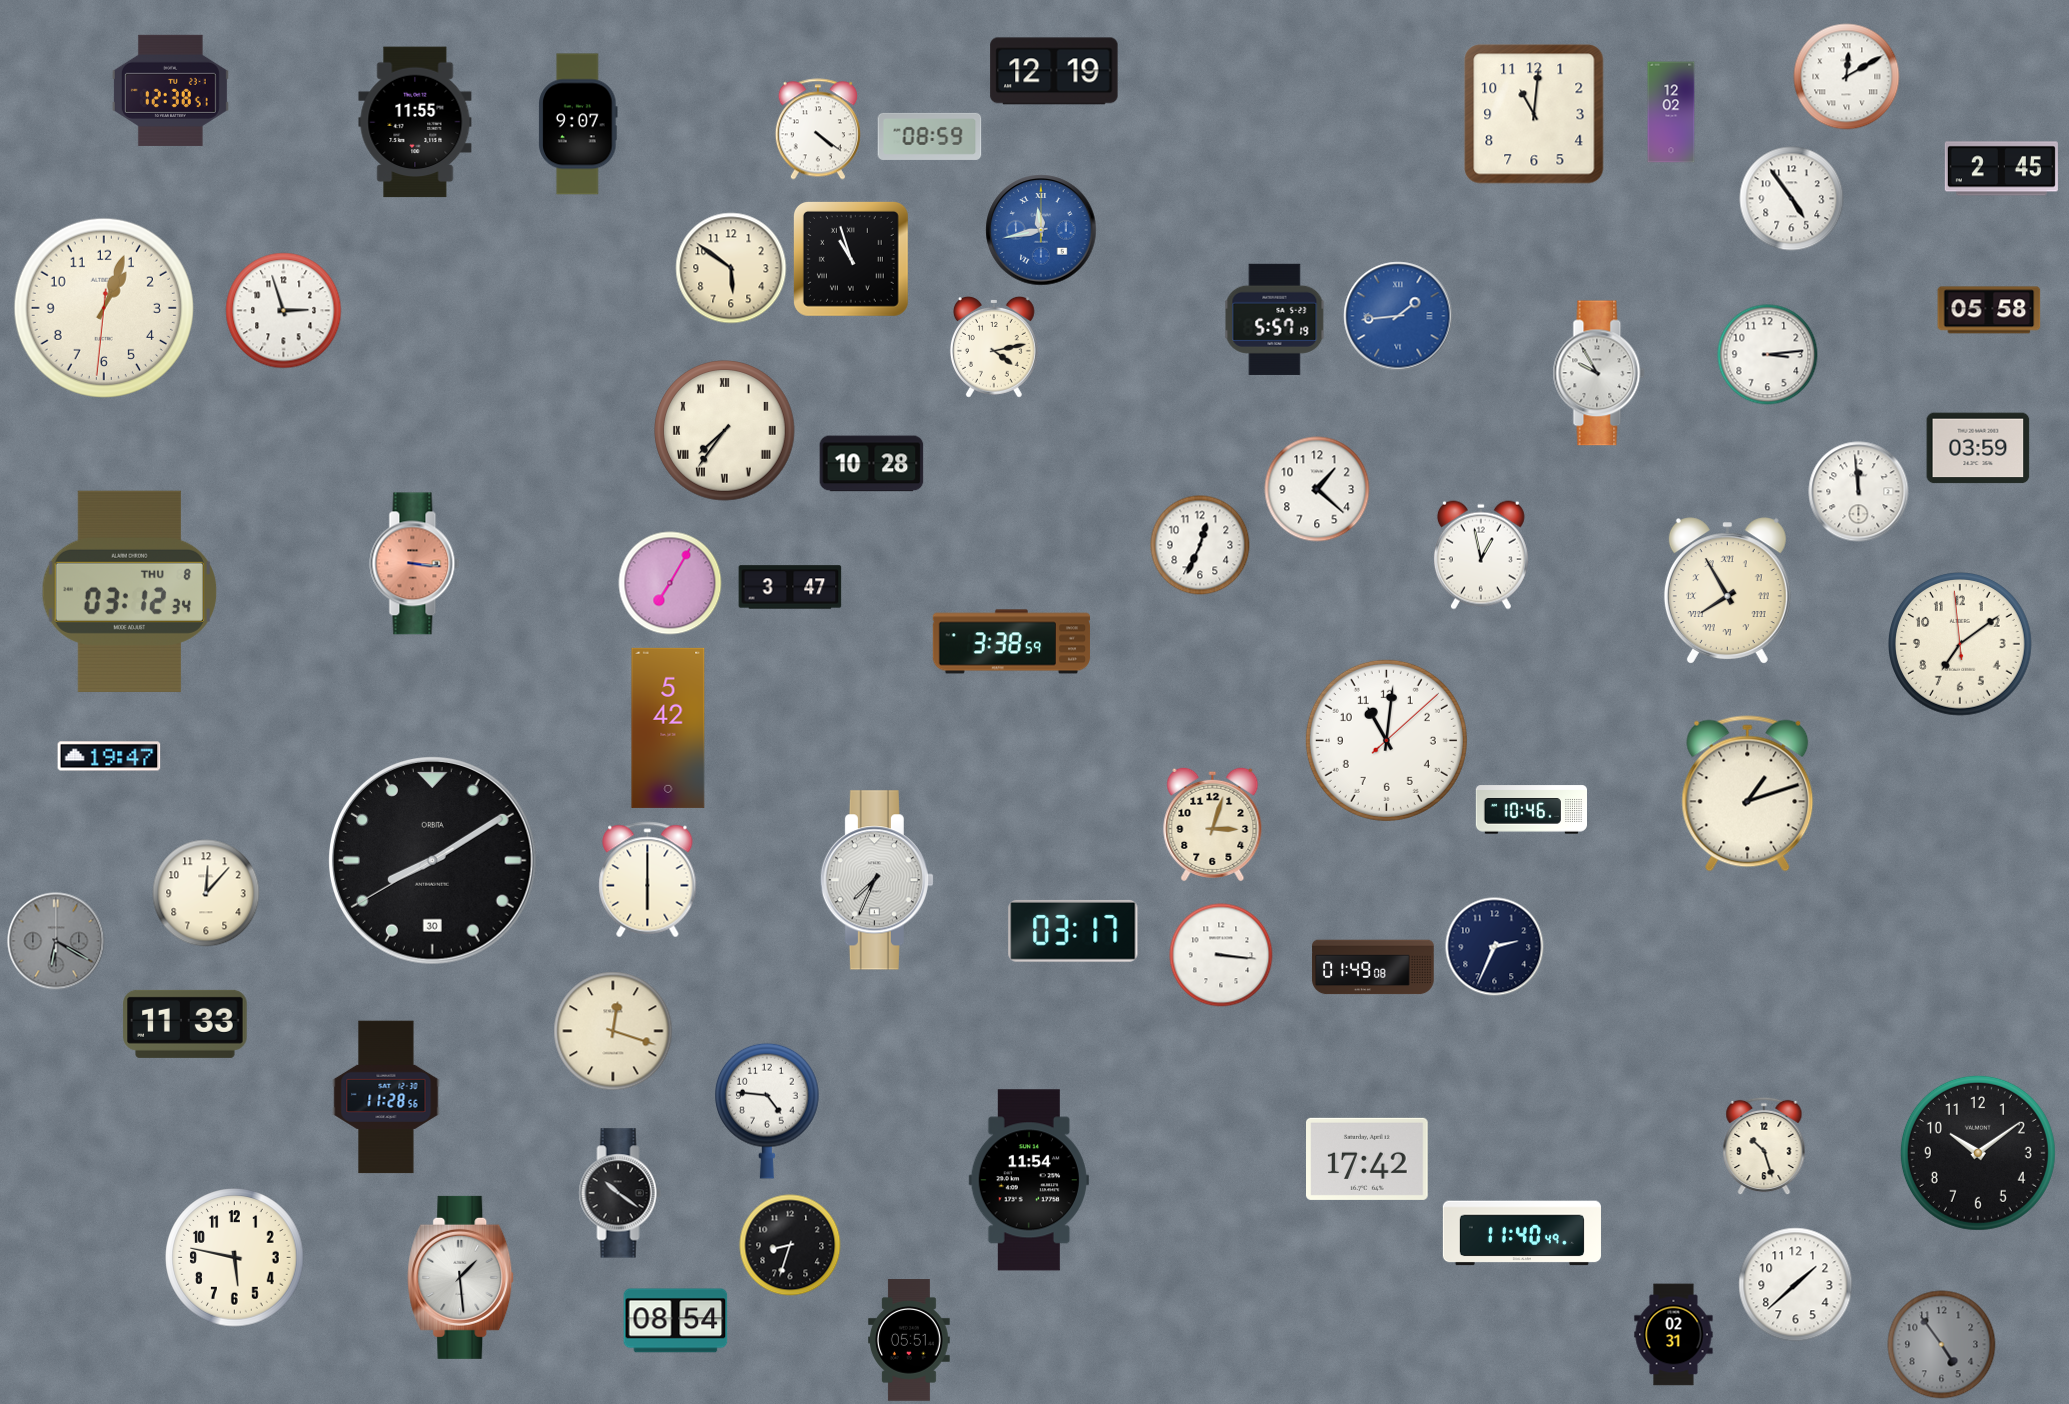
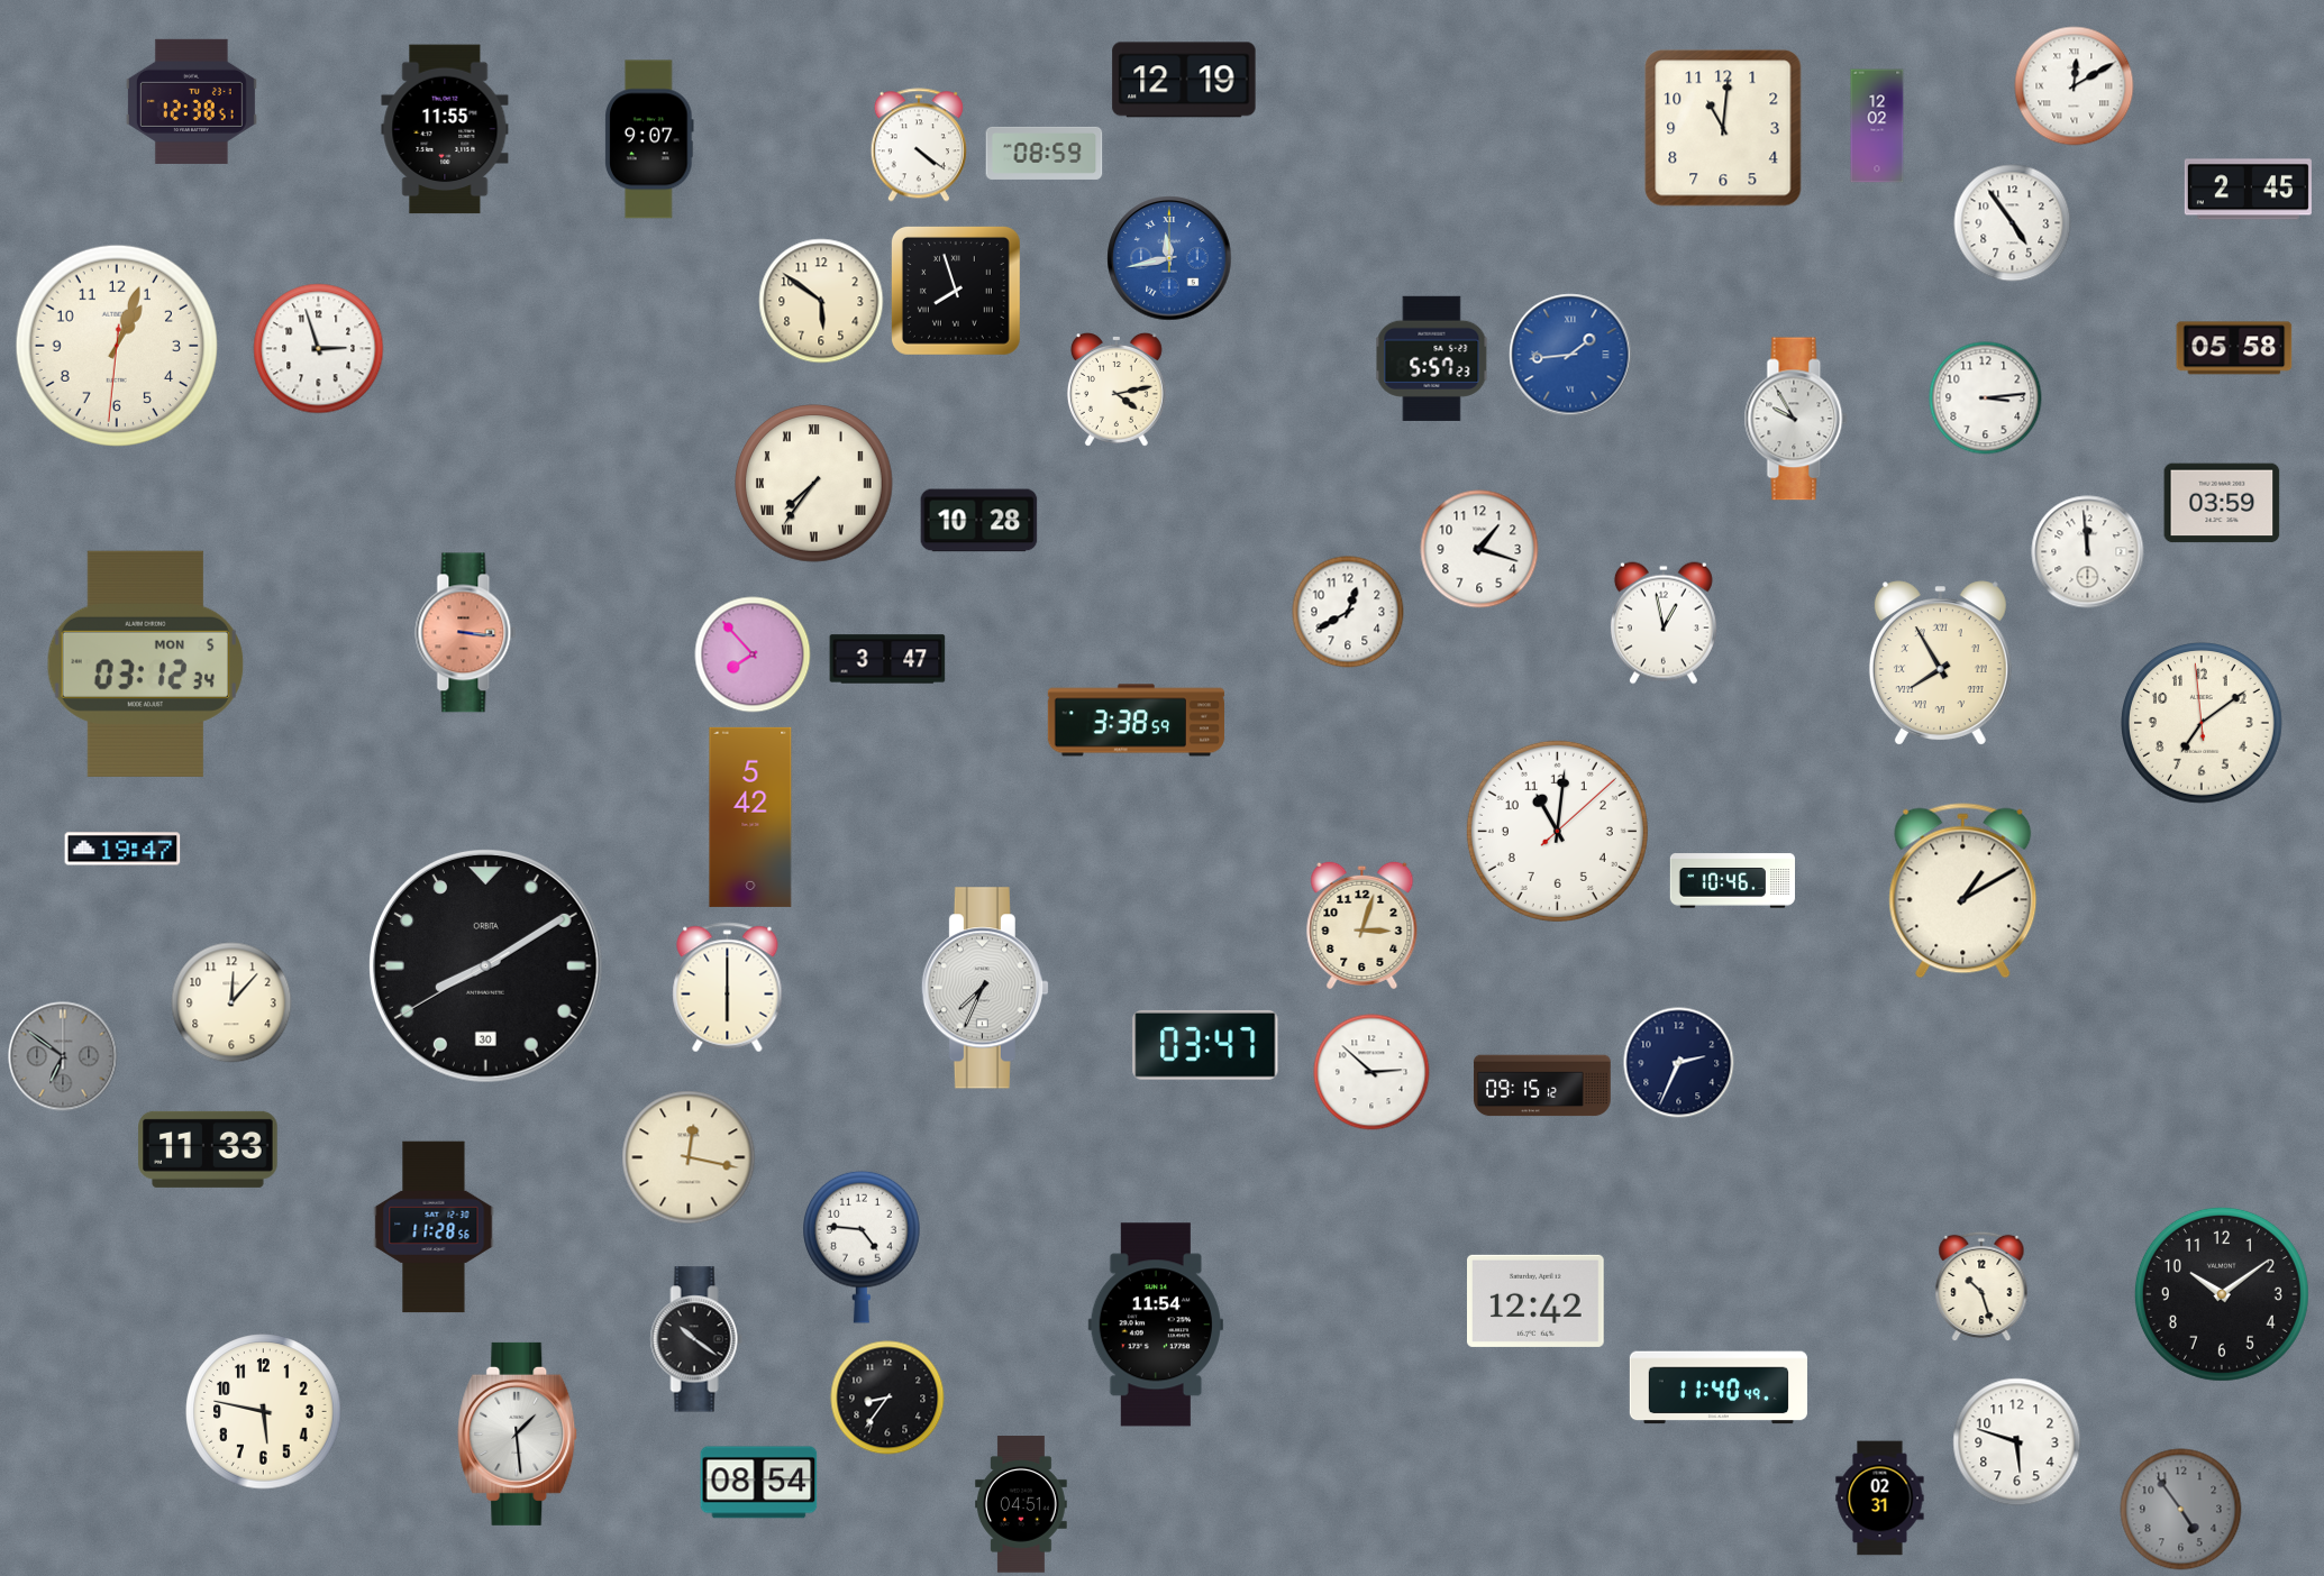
clock at (415, 122) position: (415, 122) -> (445, 129)
clock at (851, 259): 10:57 -> 7:57
clock at (1275, 319): 5:57:19 -> 5:57:23
clock at (1317, 489): 1:22 -> 1:18
clock at (1200, 545): 12:34 -> 12:40
clock at (670, 583): 7:05 -> 7:53
clock at (129, 591) date: THU 8 -> MON 5
clock at (1748, 794): 1:12 -> 1:10
clock at (1531, 810) position: (1531, 810) -> (1732, 881)
clock at (1073, 931): 03:17 -> 03:47
clock at (56, 941): 6:20 -> 6:51
clock at (1221, 955): 3:16 -> 2:52
clock at (1373, 967): 01:49 -> 09:15
clock at (613, 1031): 12:18 -> 12:17
clock at (386, 1097) position: (386, 1097) -> (434, 1227)
clock at (1368, 1159): 17:42 -> 12:42
clock at (1522, 1233) position: (1522, 1233) -> (1719, 1387)
clock at (790, 1245): 8:33 -> 8:36
clock at (1796, 1285): 1:38 -> 5:48
clock at (910, 1340): 05:51 -> 04:51
